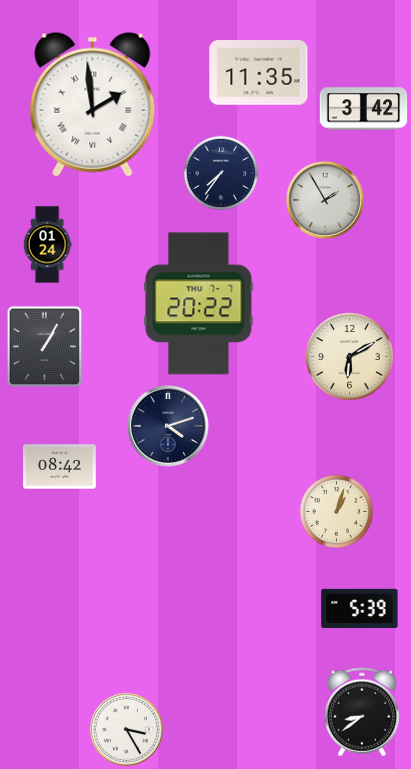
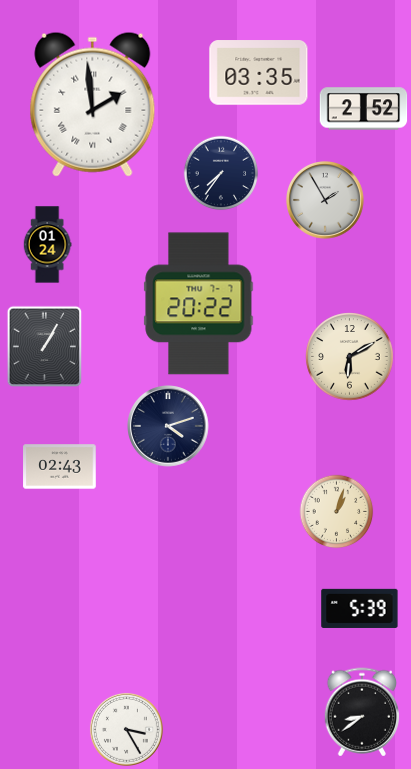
clock at (259, 73): 11:35 -> 03:35
clock at (364, 109): 3:42 -> 2:52
clock at (60, 467): 08:42 -> 02:43
